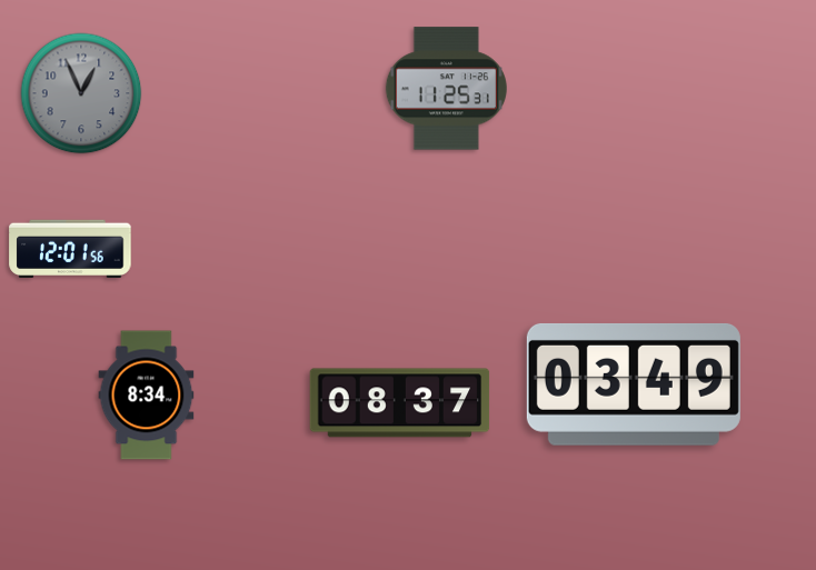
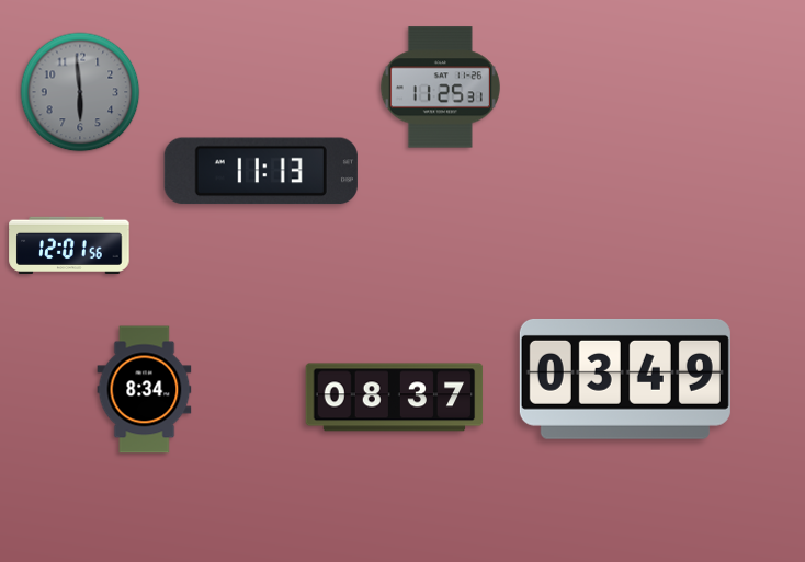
clock at (81, 93): 12:56 -> 5:59
clock at (261, 171): none -> 11:13
